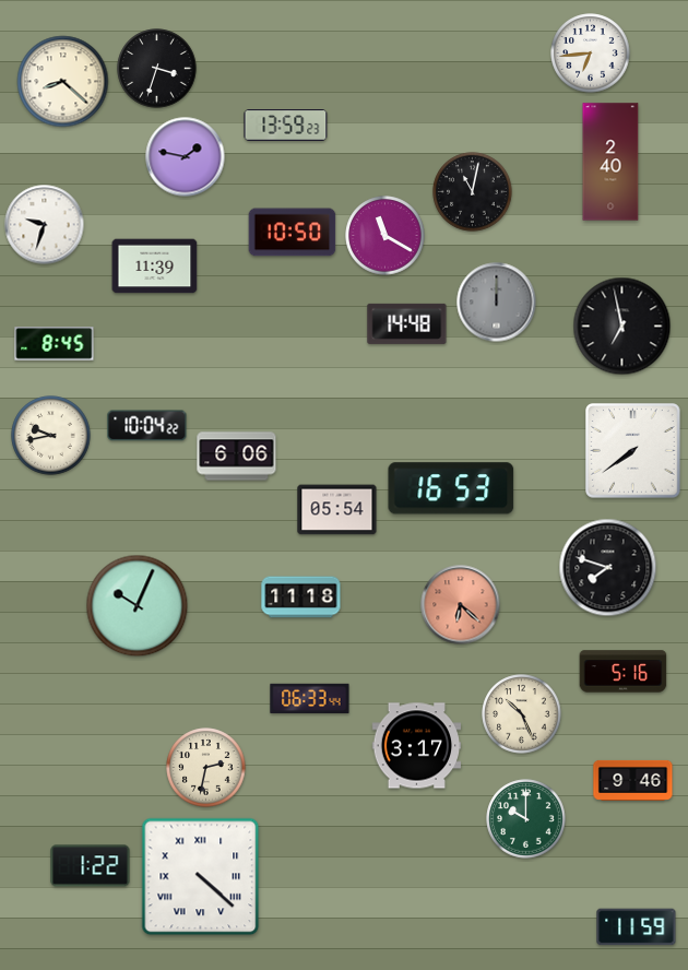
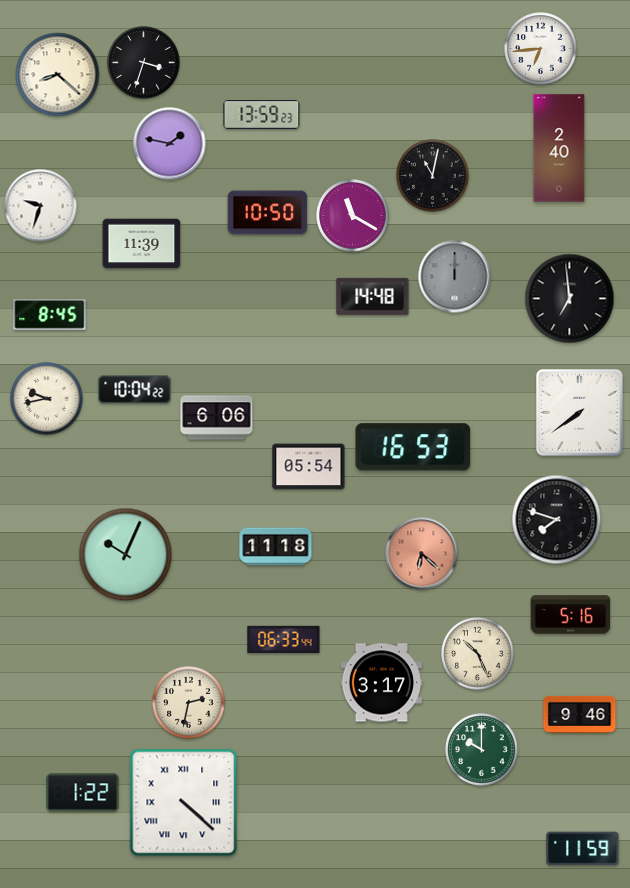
clock at (622, 327): 6:58 -> 6:59
